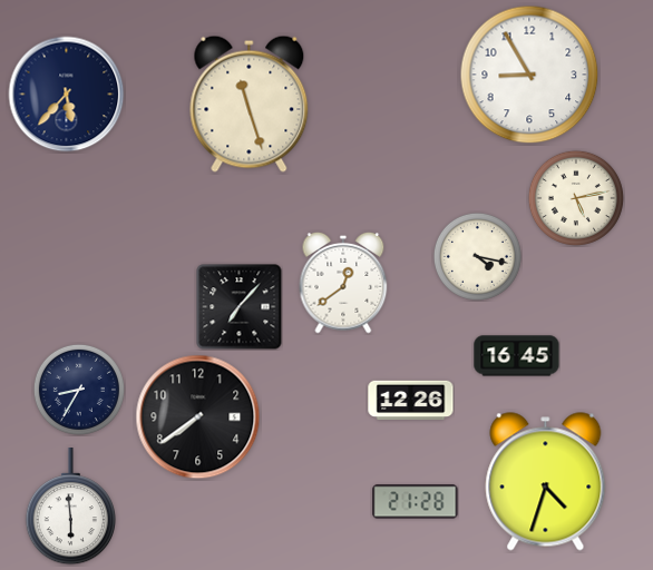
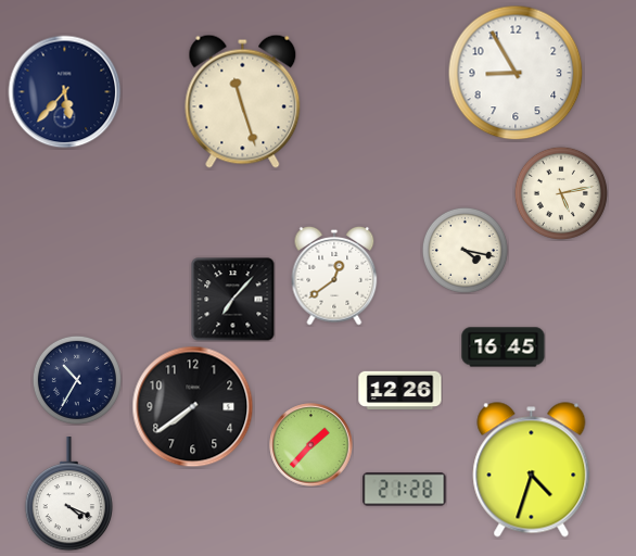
clock at (79, 390): 8:35 -> 10:35
clock at (311, 445): none -> 1:37
clock at (70, 508): 5:59 -> 4:19
